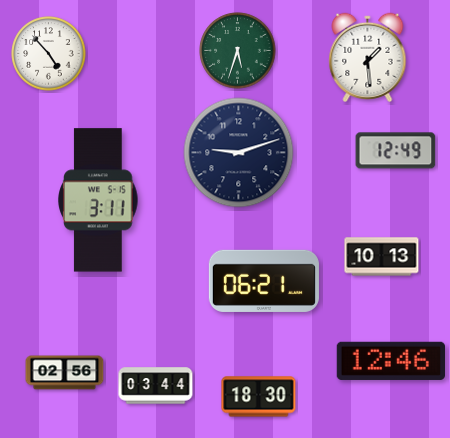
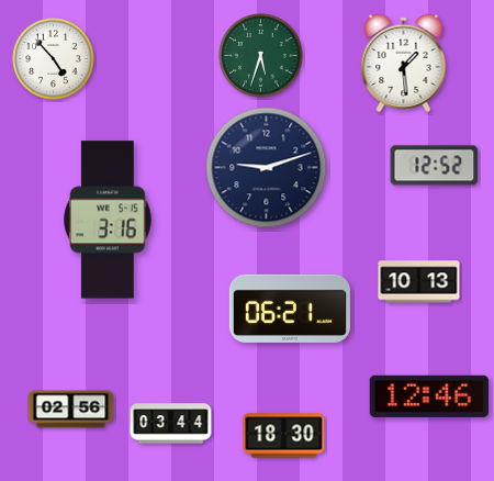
clock at (396, 151): 12:49 -> 12:52
clock at (239, 153) position: (239, 153) -> (267, 168)
clock at (98, 200): 3:11 -> 3:16
